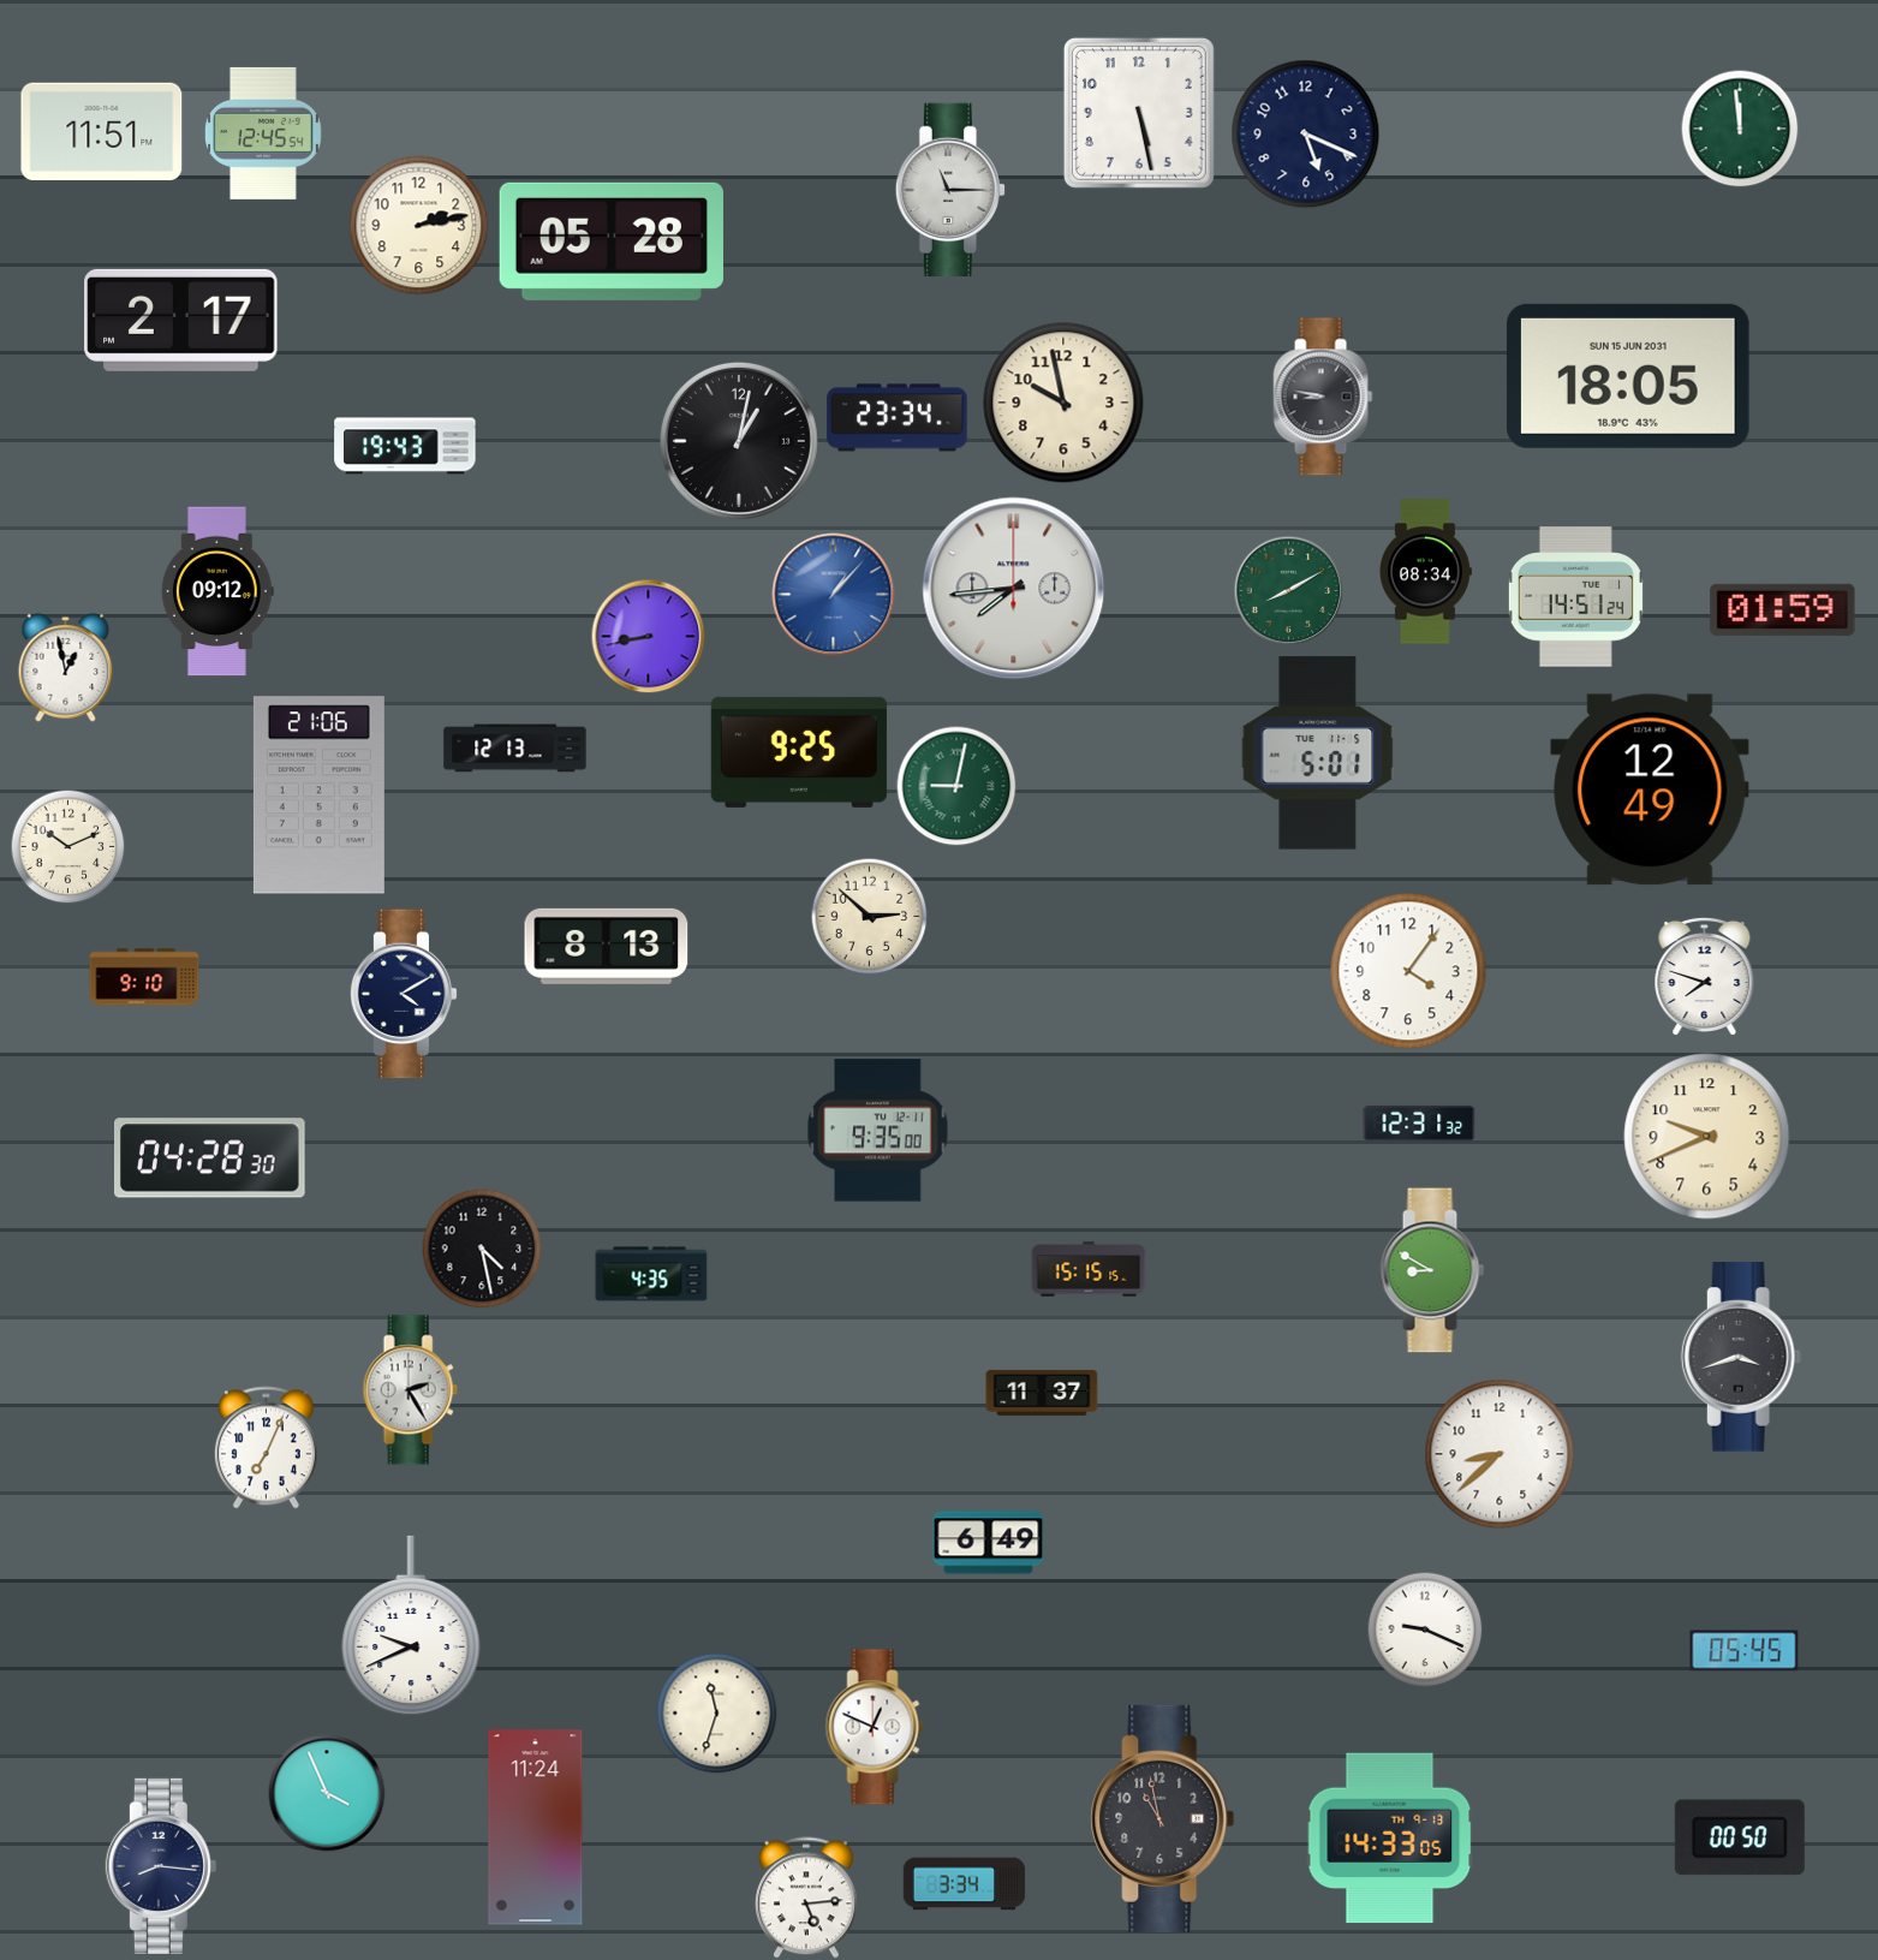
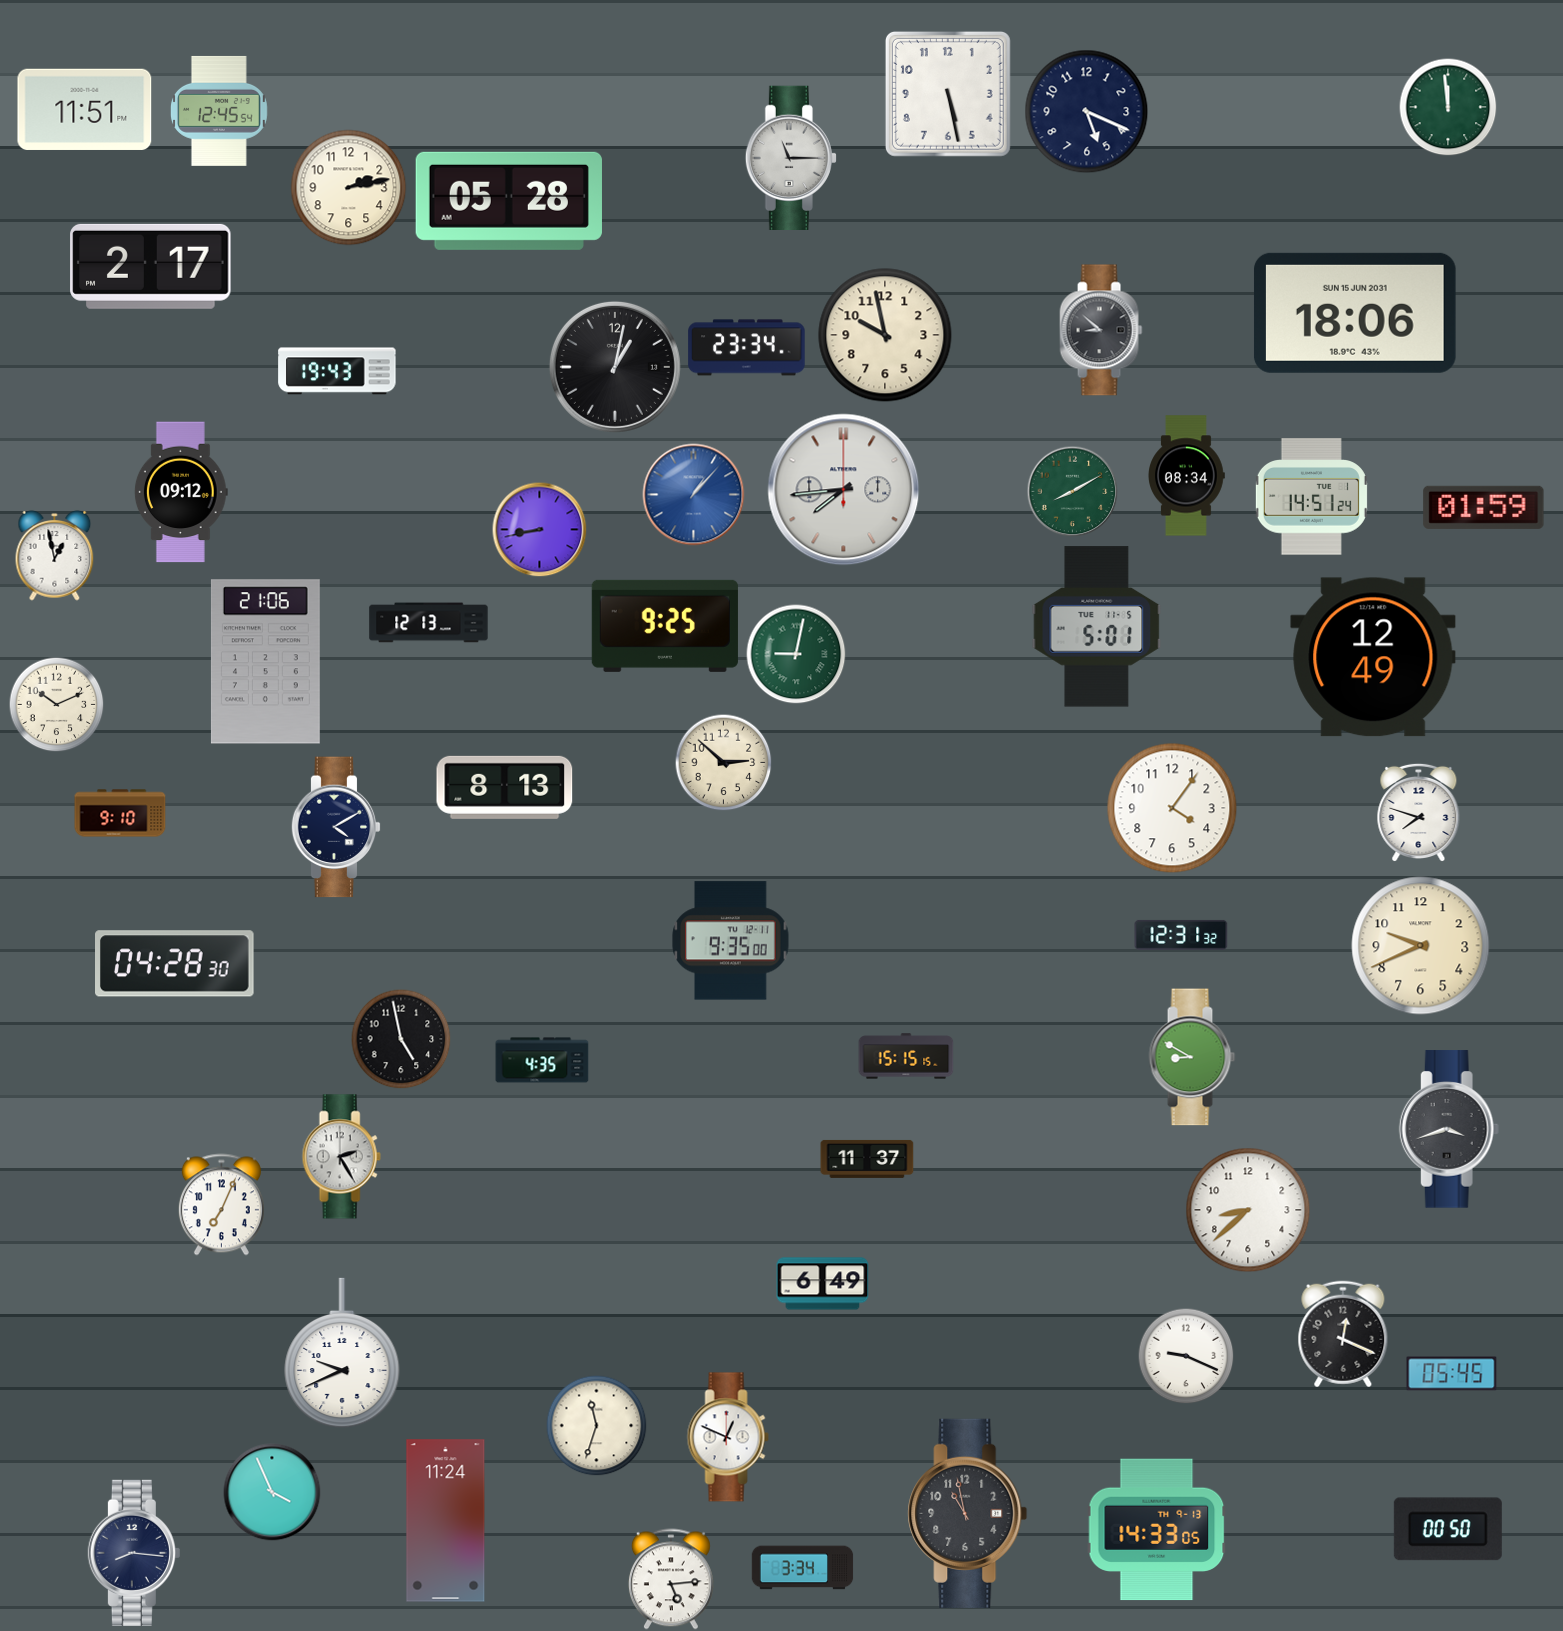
clock at (1628, 376): 18:05 -> 18:06
clock at (1323, 397): 8:47 -> 8:52
clock at (482, 1249): 4:28 -> 4:58
clock at (1343, 1334): none -> 12:19
